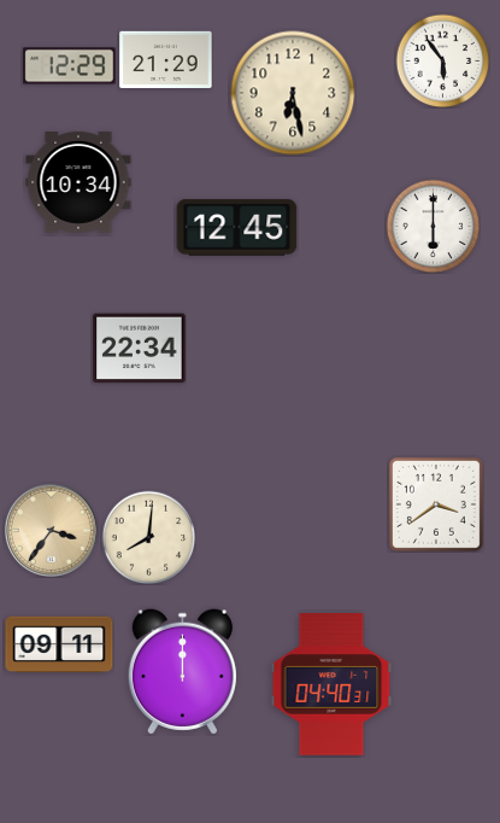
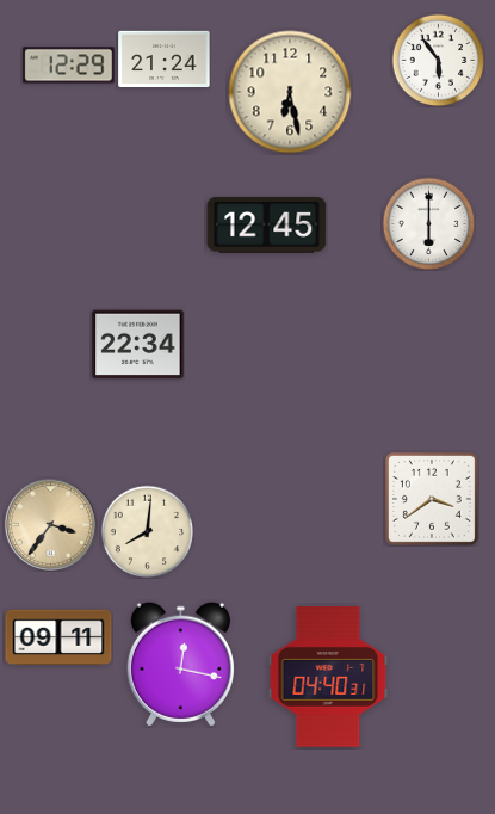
clock at (166, 60): 21:29 -> 21:24
clock at (78, 182): 10:34 -> none
clock at (237, 228) position: (237, 228) -> (267, 226)
clock at (182, 672): 12:00 -> 12:17
